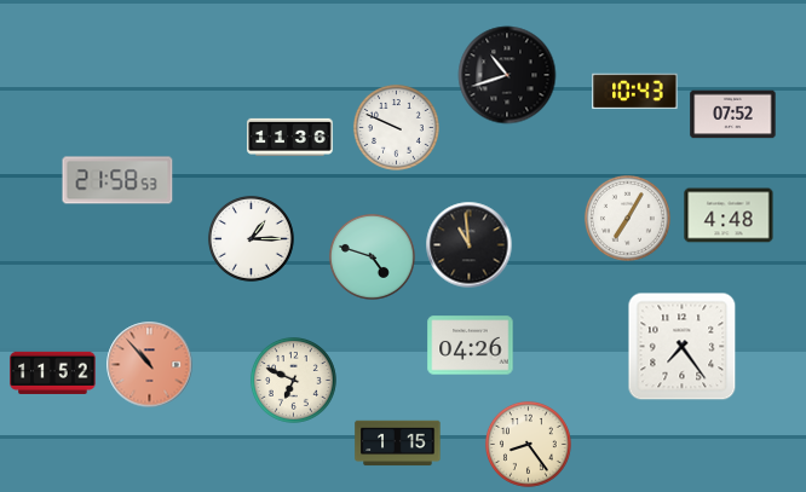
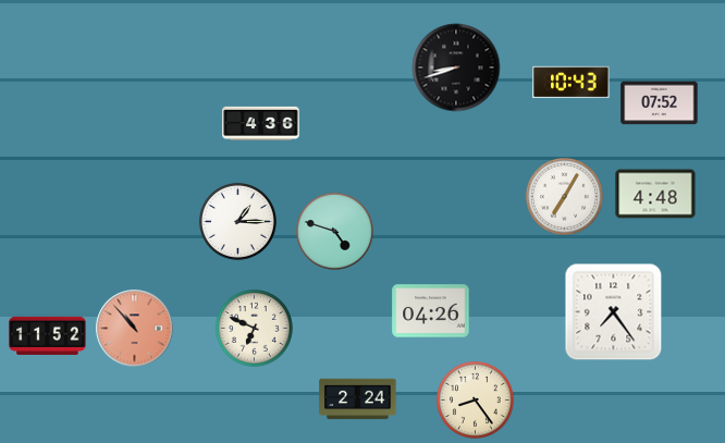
clock at (507, 75): 10:42 -> 8:42
clock at (396, 127): 9:49 -> none
clock at (290, 137): 11:36 -> 4:36
clock at (117, 180): 21:58 -> none
clock at (251, 238) position: (251, 238) -> (237, 221)
clock at (470, 245): 10:59 -> none
clock at (471, 346) position: (471, 346) -> (431, 311)
clock at (293, 380) position: (293, 380) -> (254, 328)
clock at (398, 444): 1:15 -> 2:24
